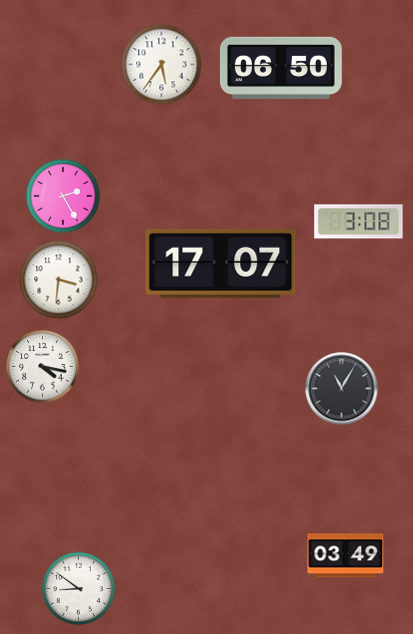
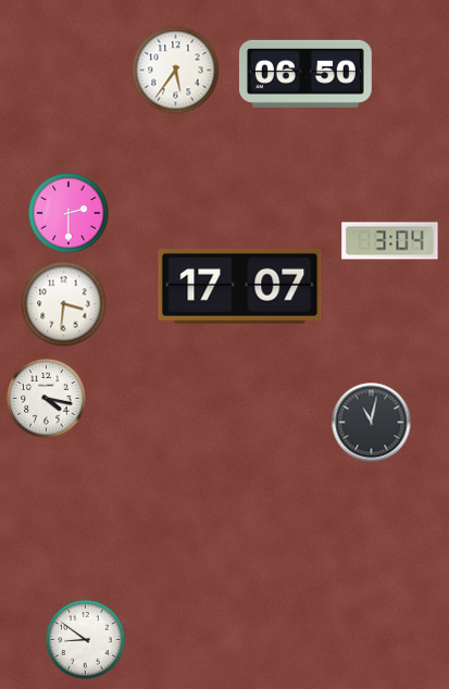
clock at (63, 196): 2:25 -> 2:30
clock at (359, 222): 3:08 -> 3:04
clock at (342, 389): 11:05 -> 11:02
clock at (346, 556): 03:49 -> none
